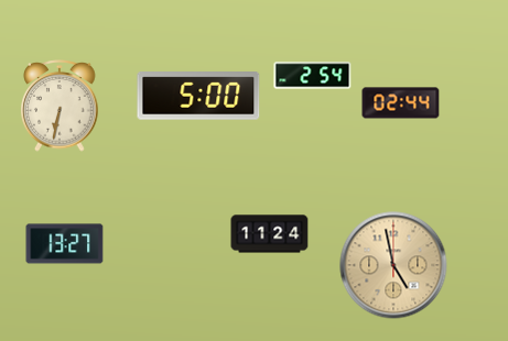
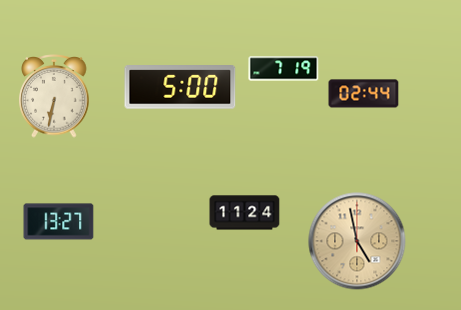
clock at (313, 76): 2:54 -> 7:19
